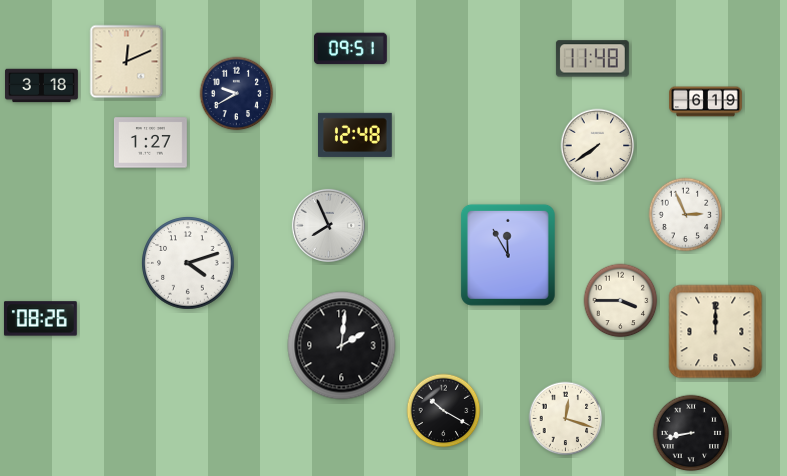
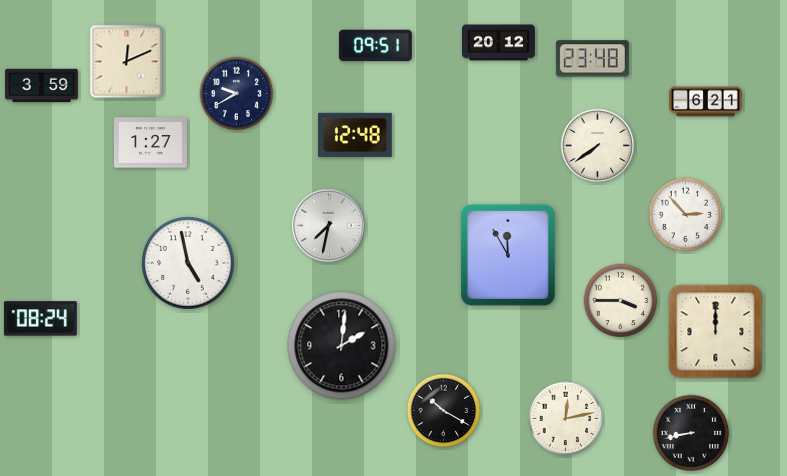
clock at (499, 43): none -> 20:12
clock at (350, 49) position: (350, 49) -> (375, 46)
clock at (592, 59): 11:48 -> 23:48
clock at (42, 86): 3:18 -> 3:59
clock at (706, 102): 6:19 -> 6:21
clock at (686, 215): 2:56 -> 2:53
clock at (328, 225): 7:56 -> 7:32
clock at (188, 263): 4:12 -> 4:58
clock at (40, 319): 08:26 -> 08:24
clock at (566, 419): 12:18 -> 12:13
